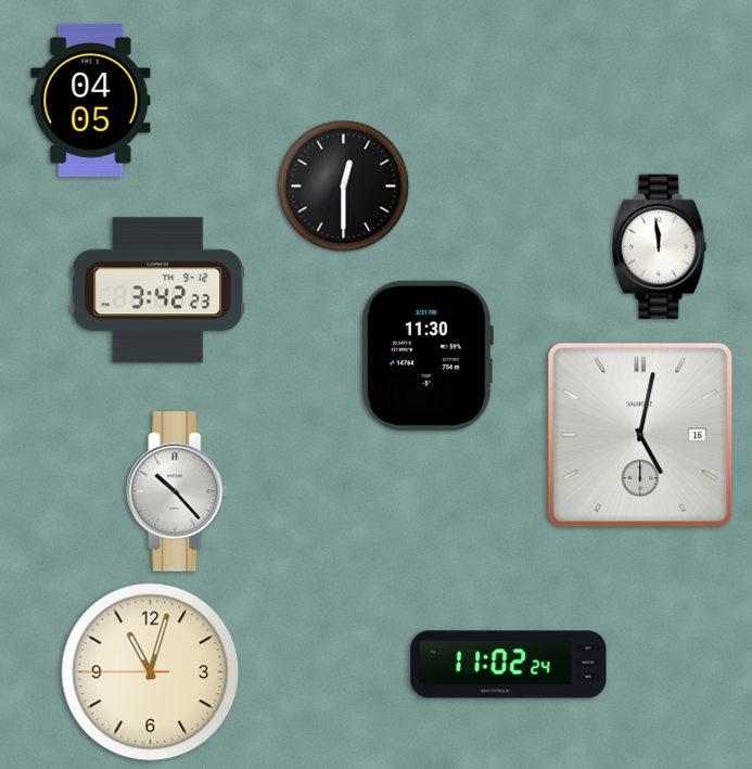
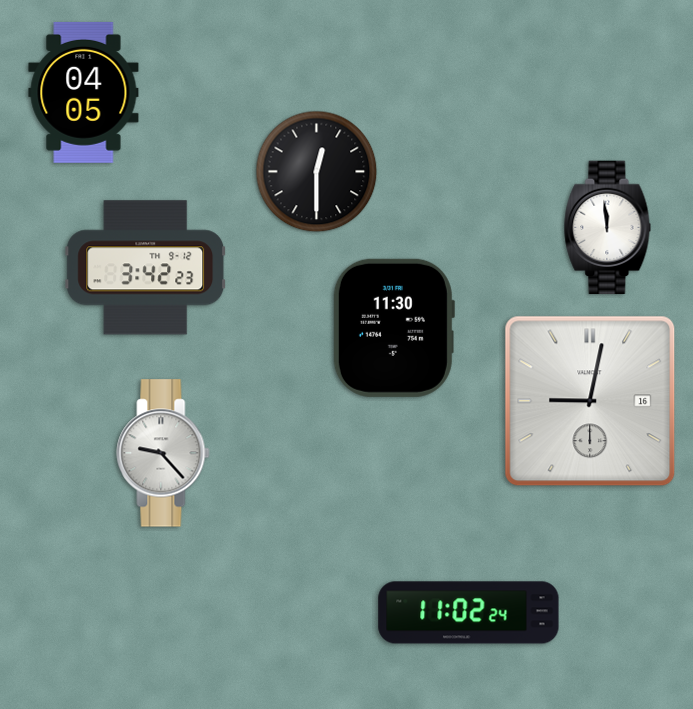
clock at (640, 435): 5:02 -> 9:02
clock at (177, 491): 10:23 -> 9:23
clock at (151, 672): 11:02 -> none
